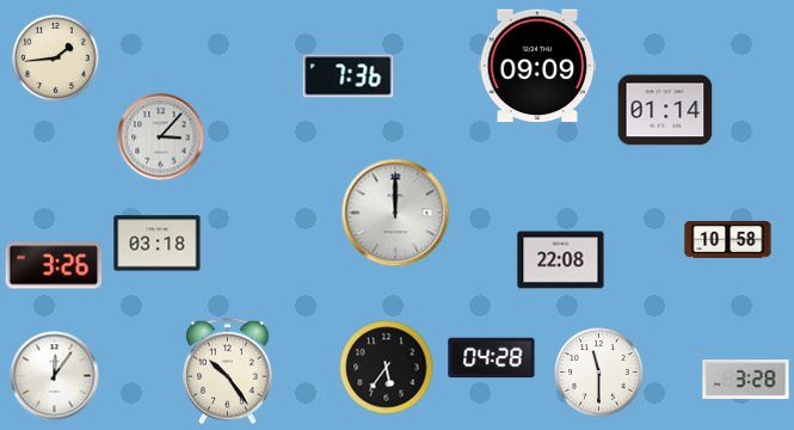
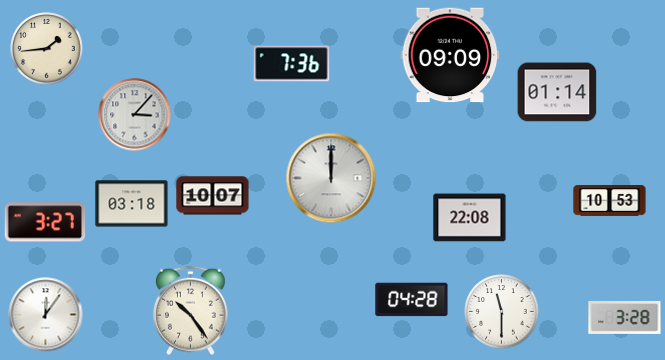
clock at (213, 196): none -> 10:07
clock at (728, 240): 10:58 -> 10:53
clock at (54, 265): 3:26 -> 3:27
clock at (387, 368): 5:36 -> none
